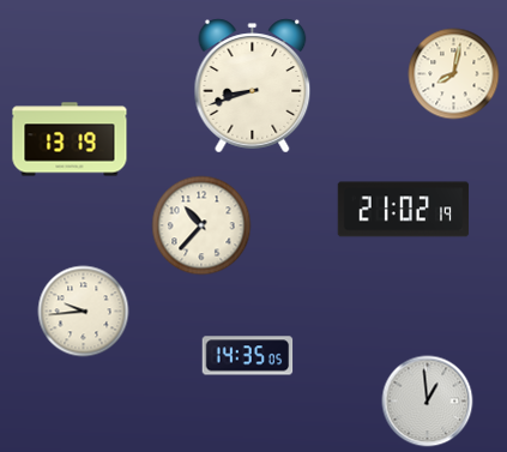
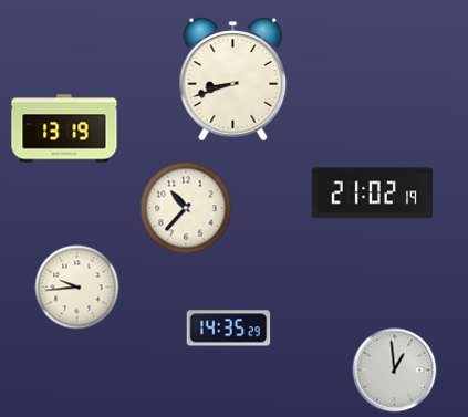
clock at (454, 74): 8:02 -> none
clock at (248, 356): 14:35:05 -> 14:35:29
